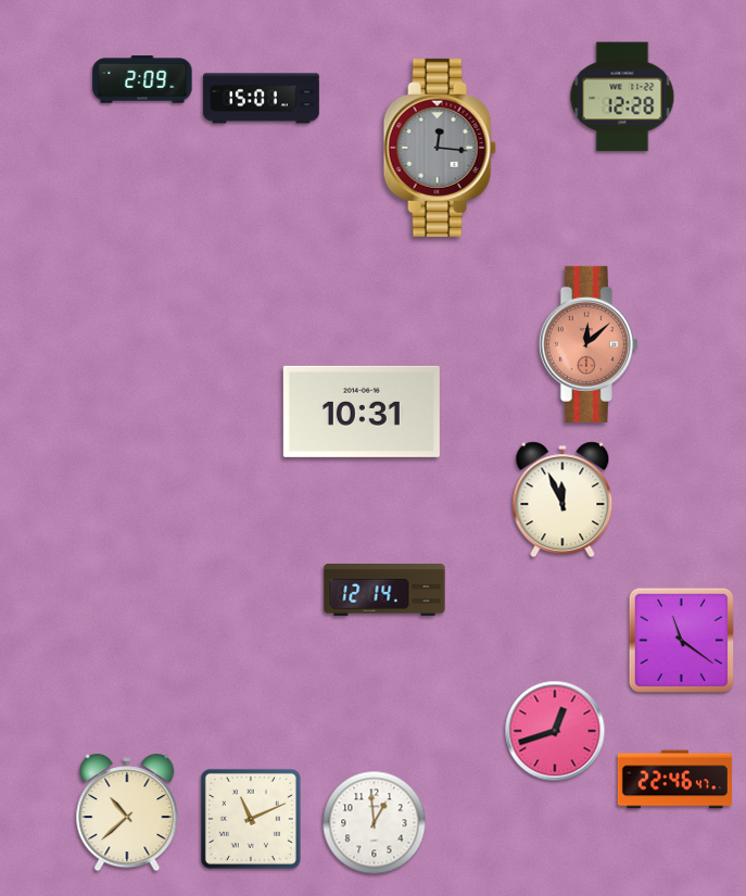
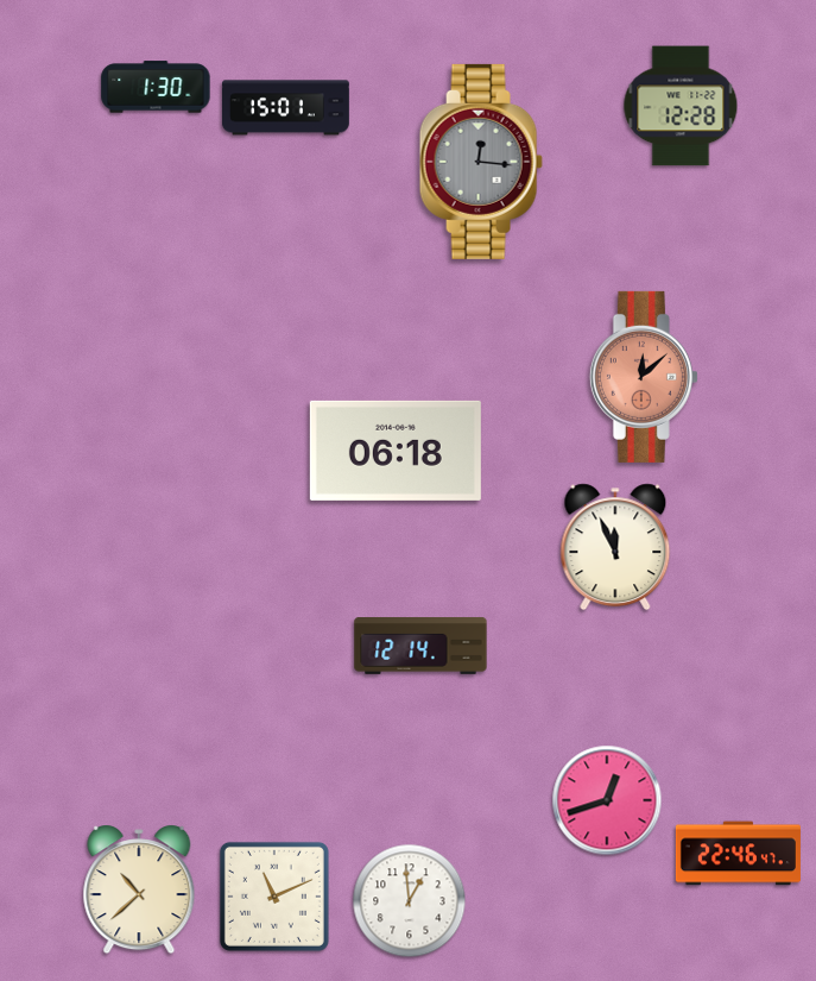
clock at (142, 79): 2:09 -> 1:30
clock at (362, 412): 10:31 -> 06:18
clock at (681, 640): 11:21 -> none
